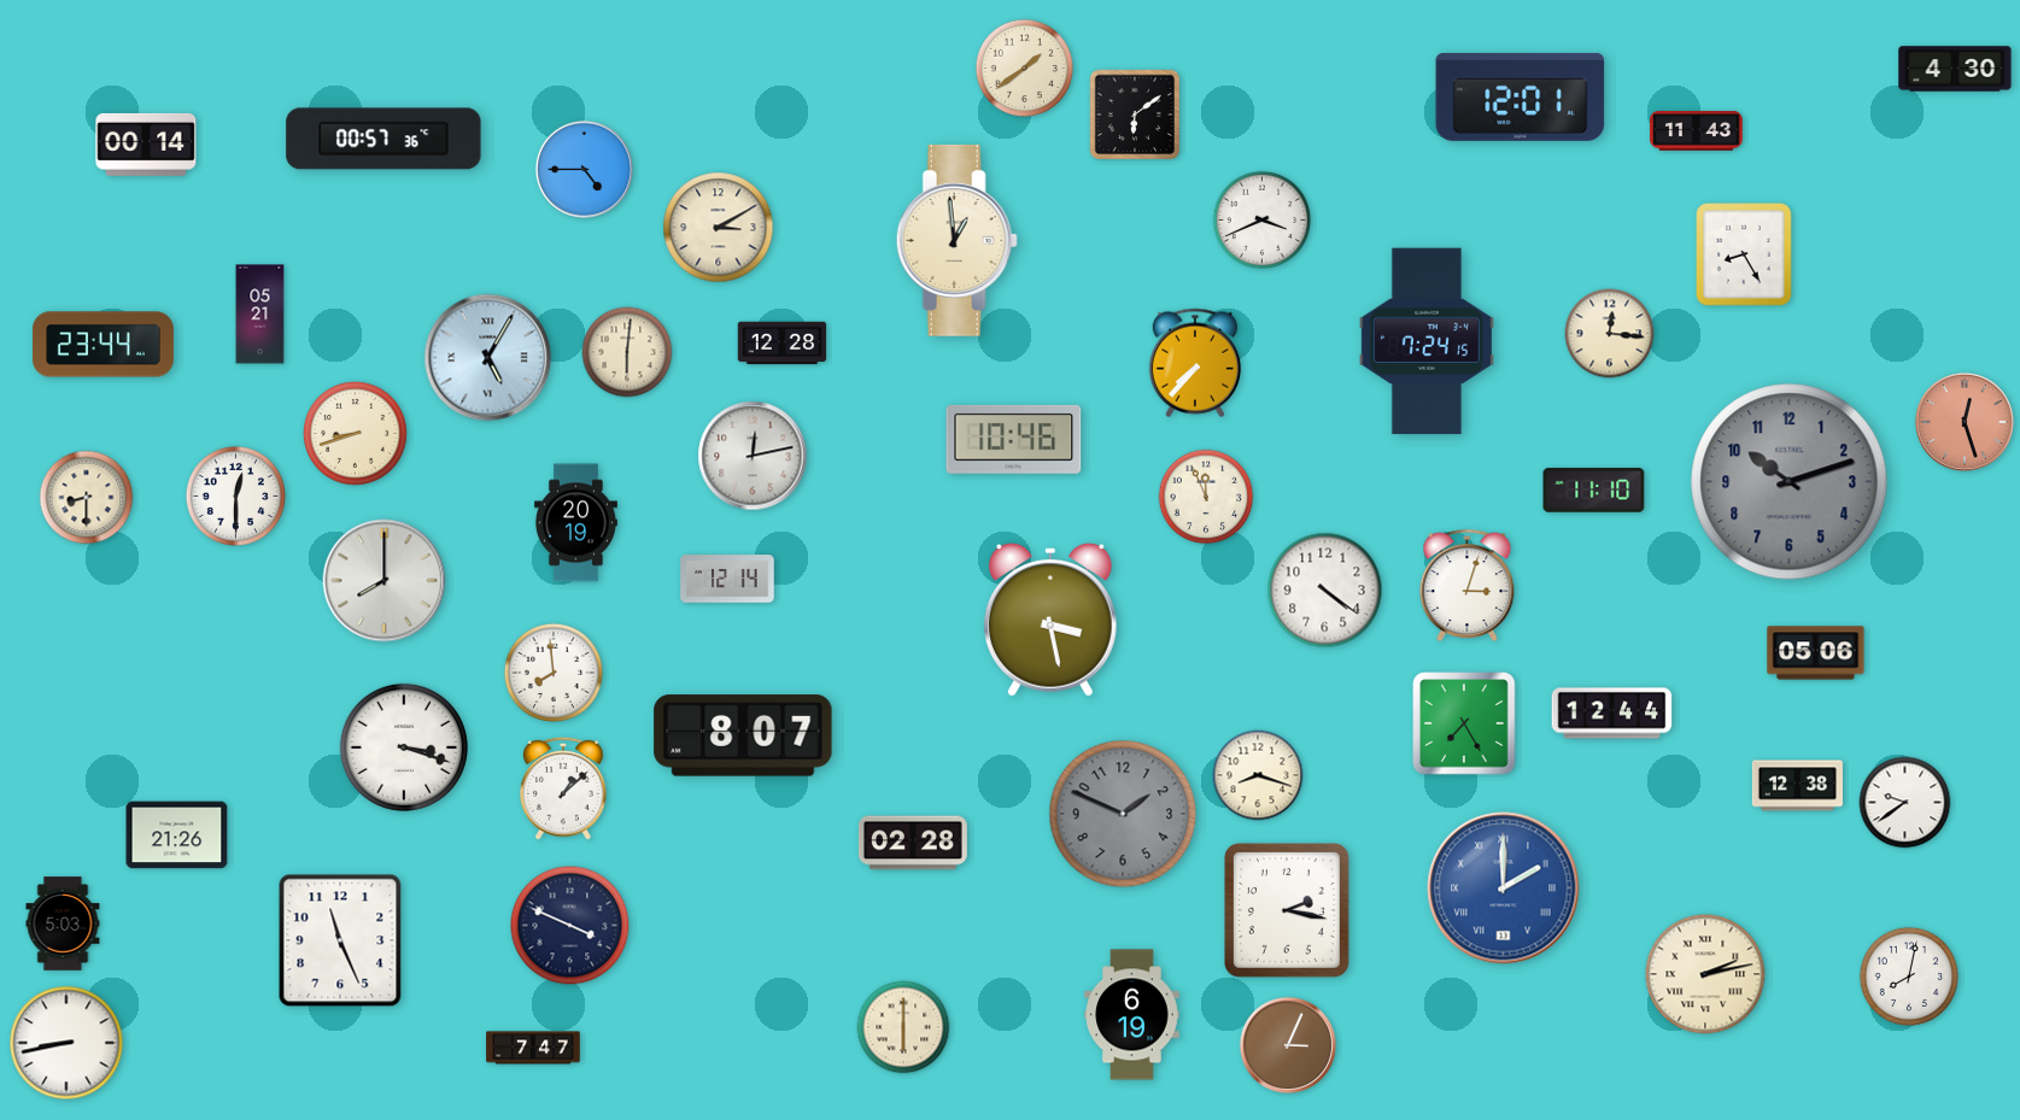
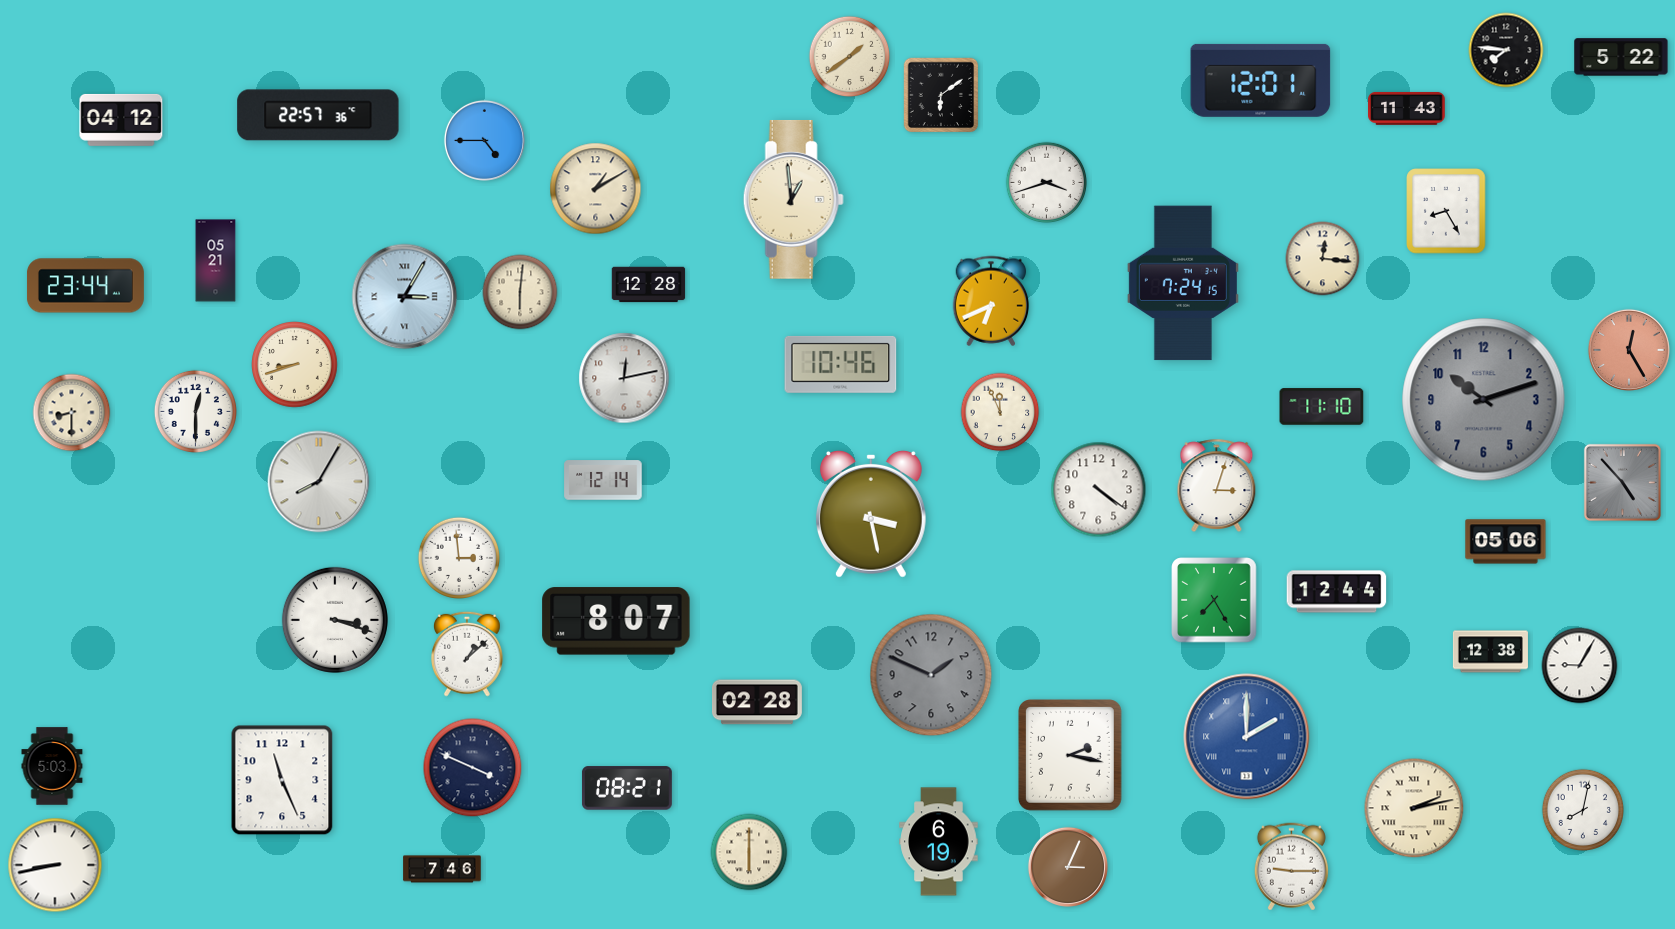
clock at (1506, 50): none -> 7:46
clock at (1955, 69): 4:30 -> 5:22
clock at (383, 139): 00:57 -> 22:57
clock at (146, 145): 00:14 -> 04:12
clock at (1263, 221): 3:41 -> 3:42
clock at (719, 228): 3:10 -> 1:10
clock at (1610, 334) position: (1610, 334) -> (1323, 259)
clock at (488, 358): 5:05 -> 3:05
clock at (1195, 363): 7:37 -> 6:41
clock at (1965, 422): 12:27 -> 12:25
clock at (356, 434) position: (356, 434) -> (295, 365)
clock at (575, 523): 20:19 -> none
clock at (385, 581): 8:00 -> 8:05
clock at (1622, 482): none -> 4:53
clock at (552, 672): 7:59 -> 2:59
clock at (743, 735) position: (743, 735) -> (616, 621)
clock at (1258, 775): 8:18 -> none
clock at (1905, 803): 9:39 -> 9:05
clock at (177, 835): 21:26 -> none
clock at (914, 843) position: (914, 843) -> (758, 702)
clock at (1288, 911) position: (1288, 911) -> (1071, 756)
clock at (627, 788): none -> 08:21
clock at (1291, 867): none -> 9:15
clock at (533, 1048): 7:47 -> 7:46
